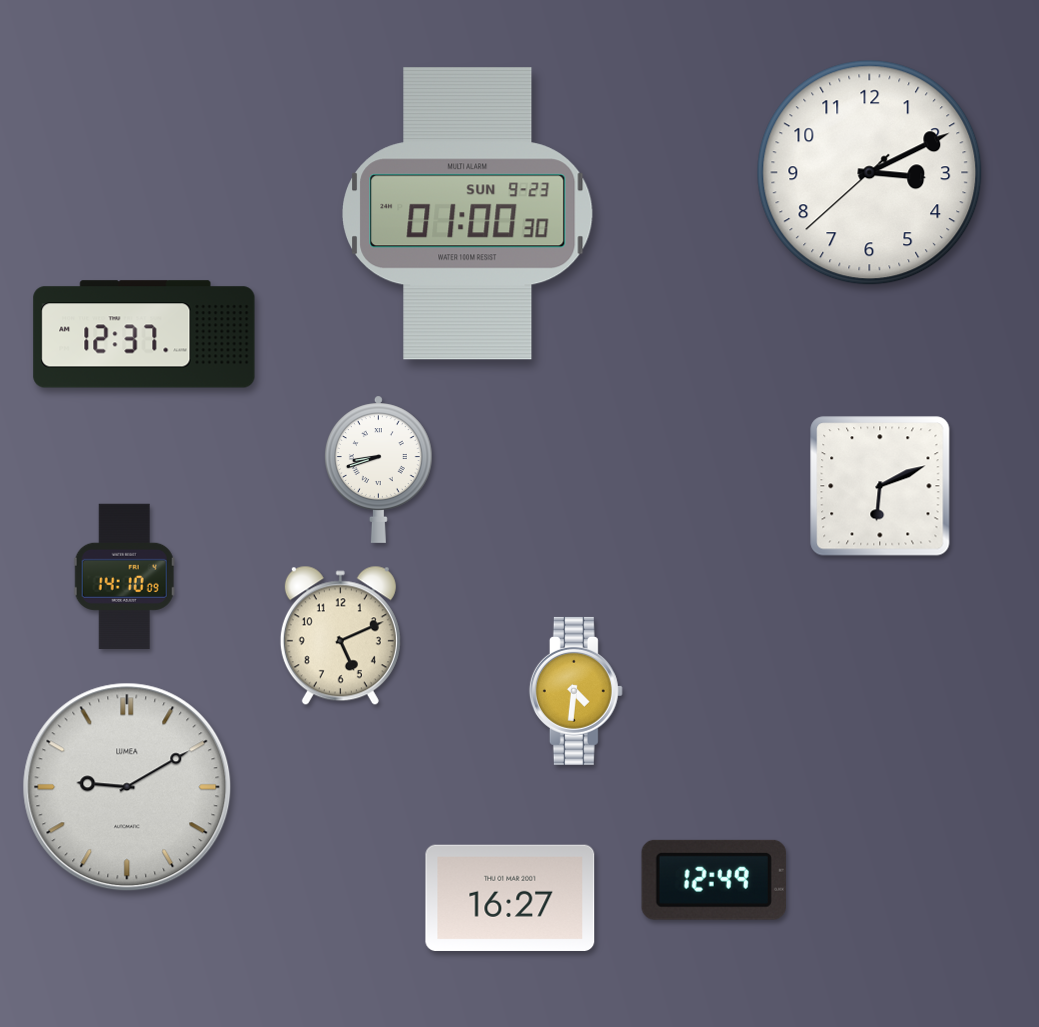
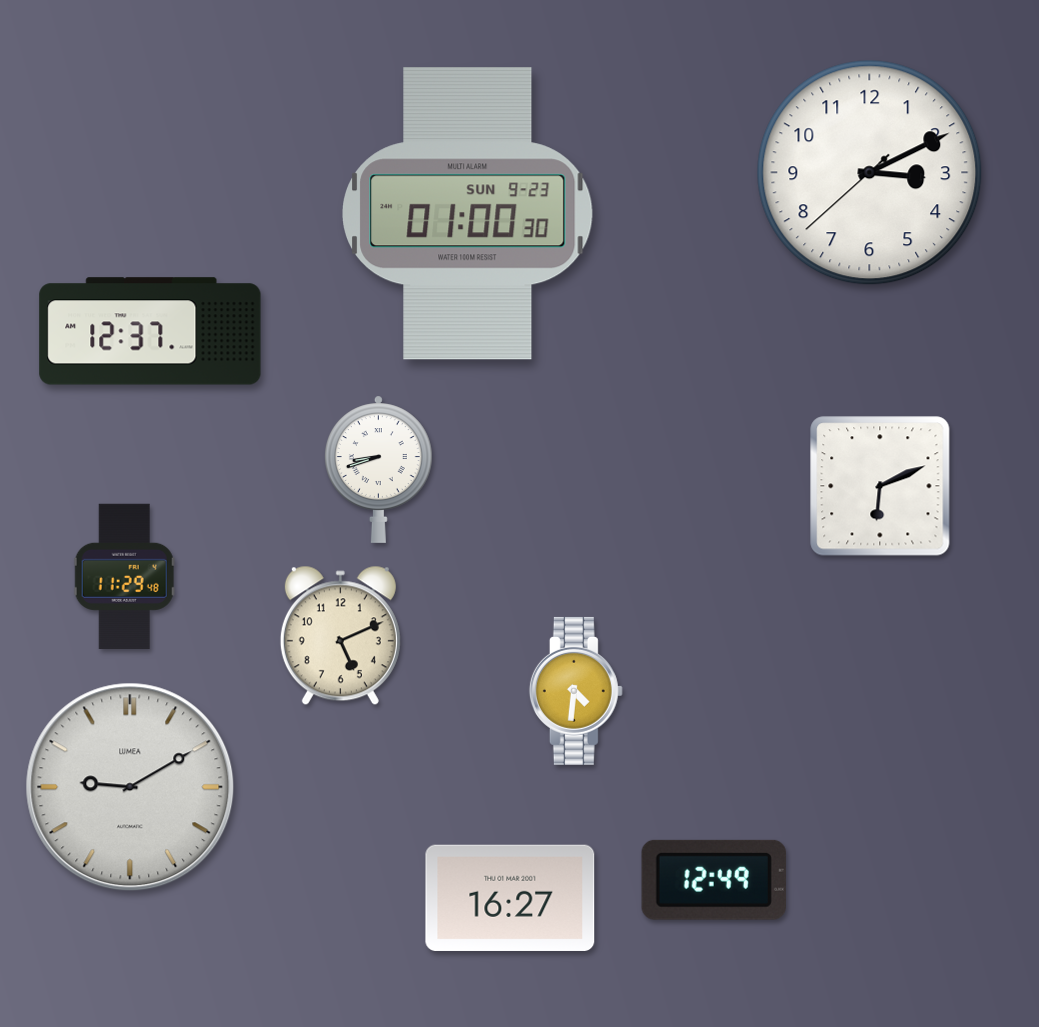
clock at (144, 334) position: (144, 334) -> (150, 331)
clock at (124, 576): 14:10 -> 11:29
clock at (127, 787) position: (127, 787) -> (130, 787)
